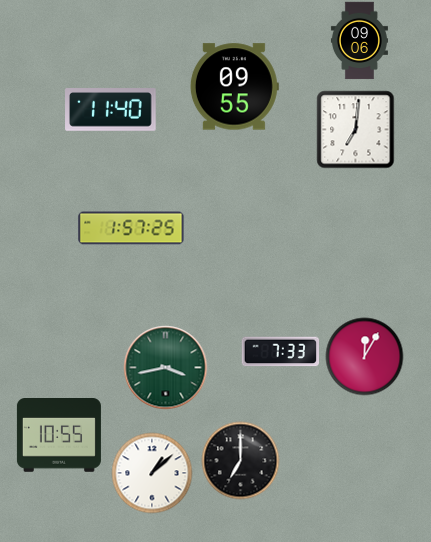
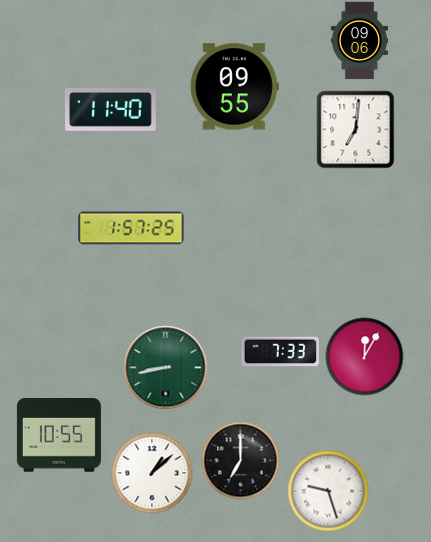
clock at (165, 367): 3:43 -> 8:43
clock at (328, 491): none -> 9:27
